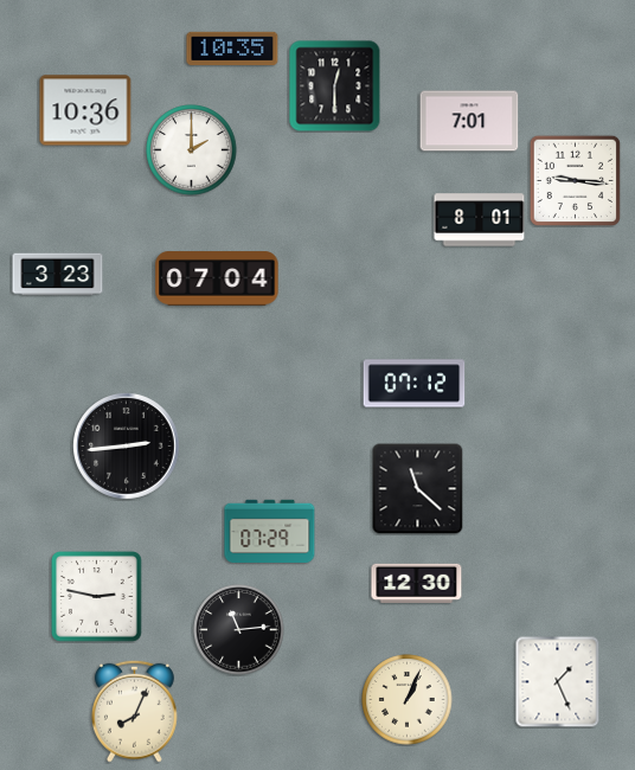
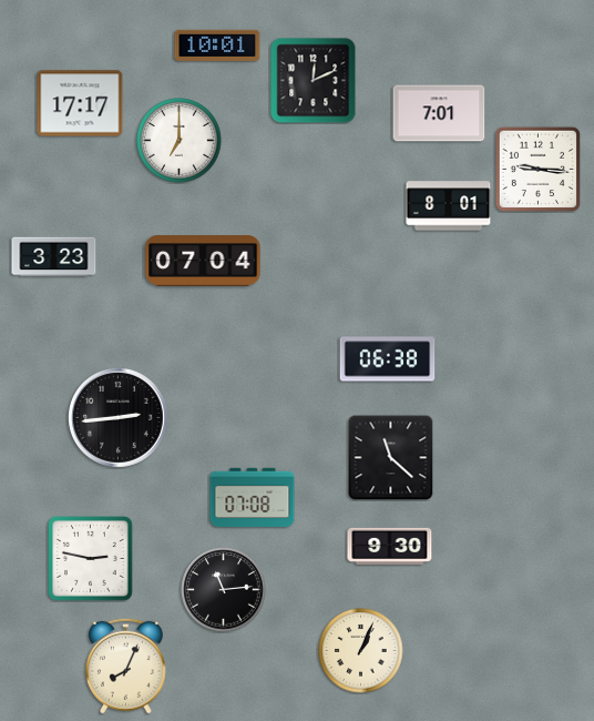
clock at (232, 47): 10:35 -> 10:01
clock at (335, 86): 12:30 -> 12:11
clock at (85, 110): 10:36 -> 17:17
clock at (192, 150): 2:00 -> 7:00
clock at (415, 384): 07:12 -> 06:38
clock at (270, 531): 07:29 -> 07:08
clock at (417, 583): 12:30 -> 9:30
clock at (558, 681): 1:26 -> none
clock at (408, 700) position: (408, 700) -> (361, 651)
